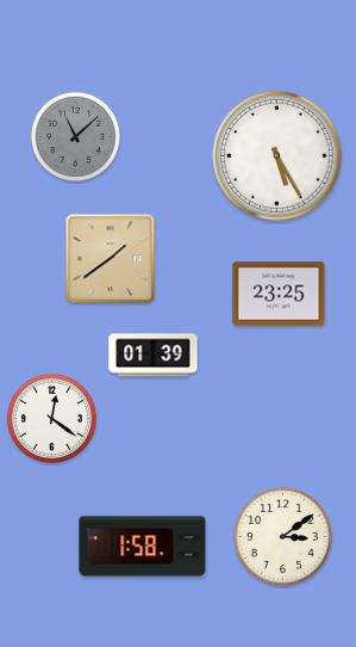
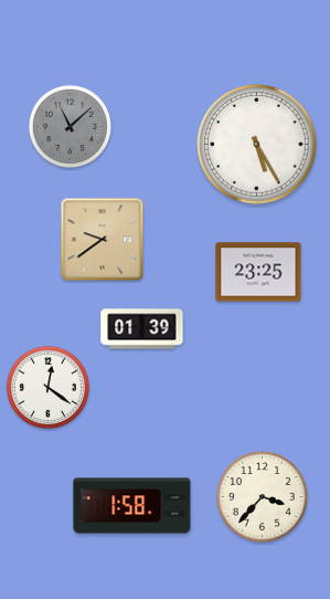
clock at (111, 259): 1:39 -> 9:39
clock at (282, 536): 3:09 -> 3:37
